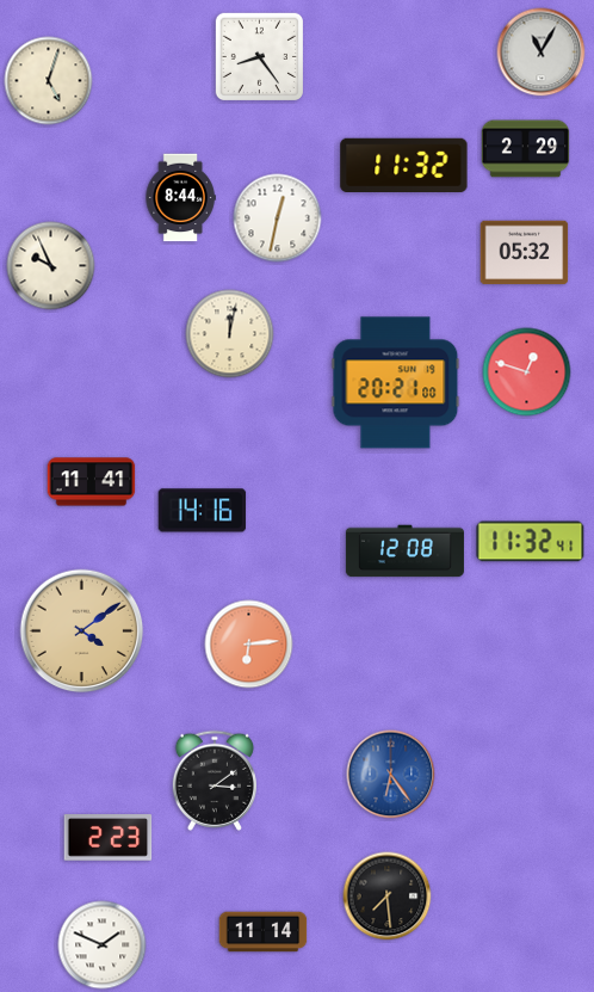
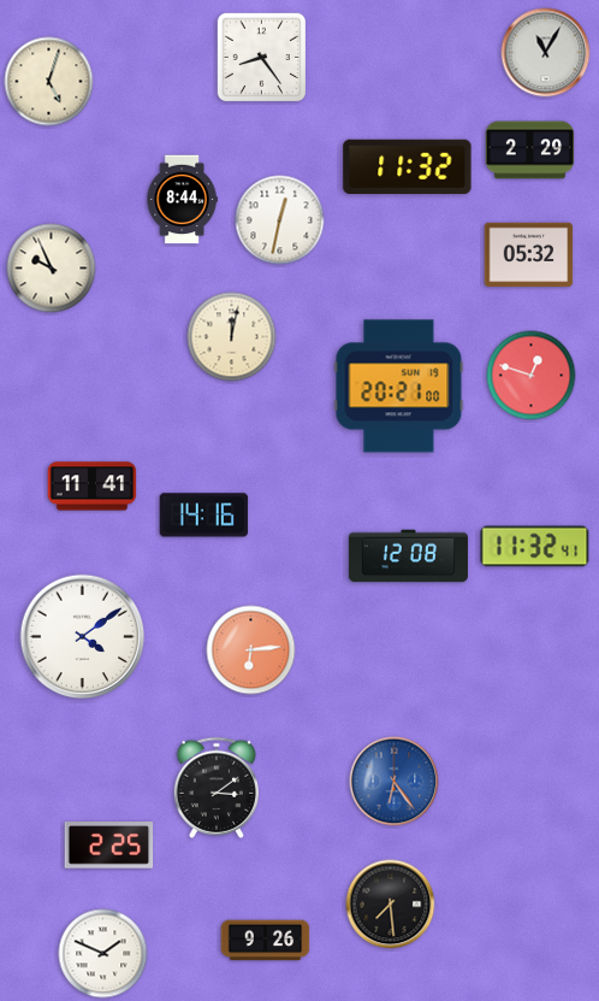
clock at (82, 631) dial: champagne -> white
clock at (109, 838): 2:23 -> 2:25
clock at (264, 932): 11:14 -> 9:26
